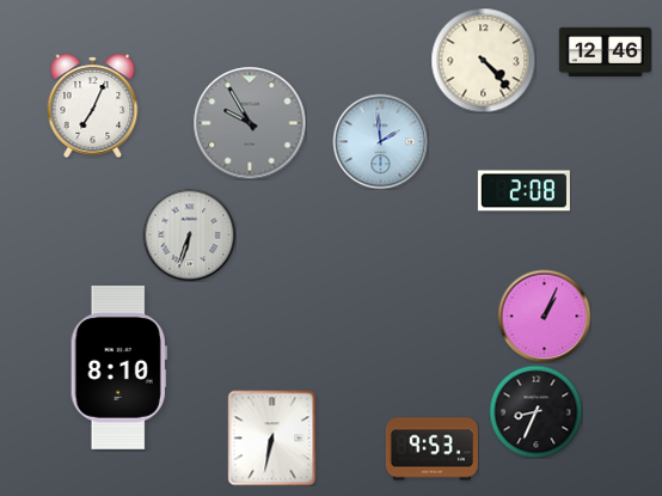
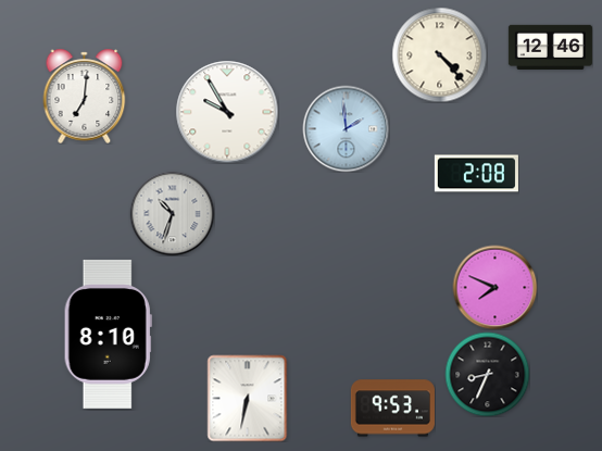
clock at (93, 105): 7:04 -> 7:01
clock at (250, 123) dial: grey -> white
clock at (189, 234): 6:33 -> 10:33
clock at (544, 316): 1:04 -> 7:49
